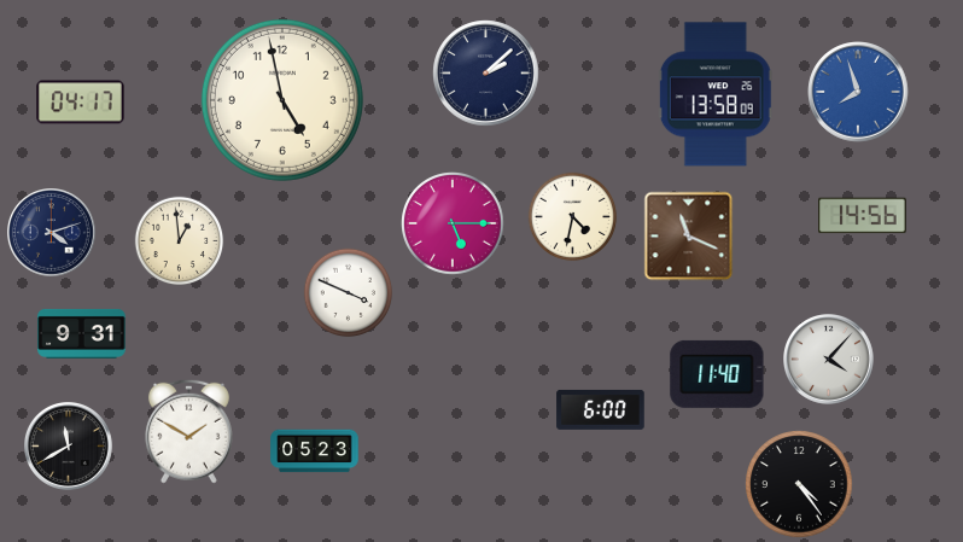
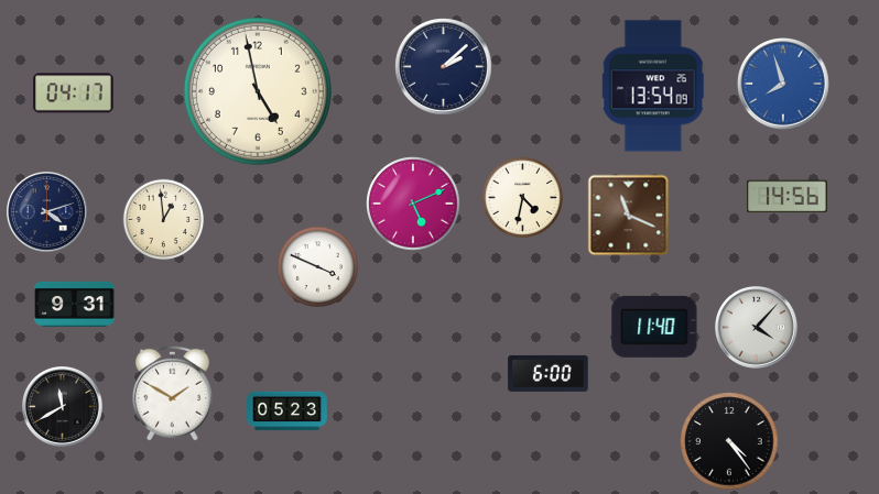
clock at (716, 94): 13:58 -> 13:54
clock at (453, 223): 5:15 -> 5:11
clock at (717, 374) position: (717, 374) -> (654, 327)
